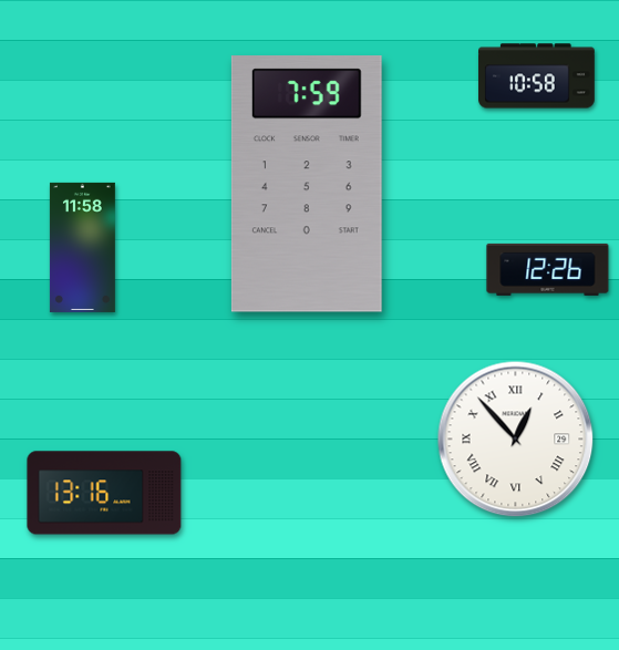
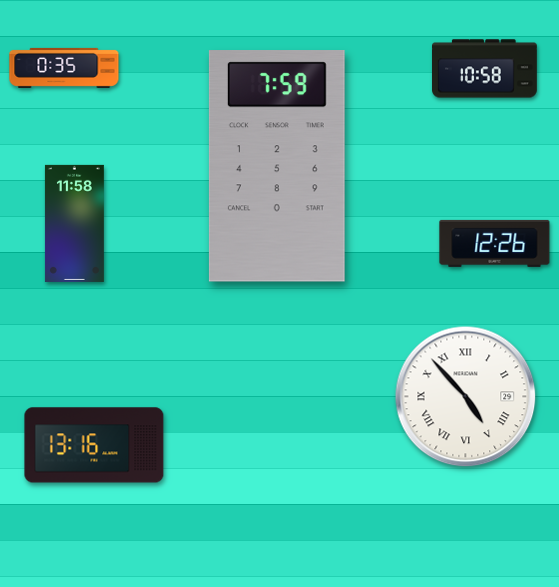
clock at (64, 68): none -> 0:35
clock at (516, 440): 12:53 -> 4:53
